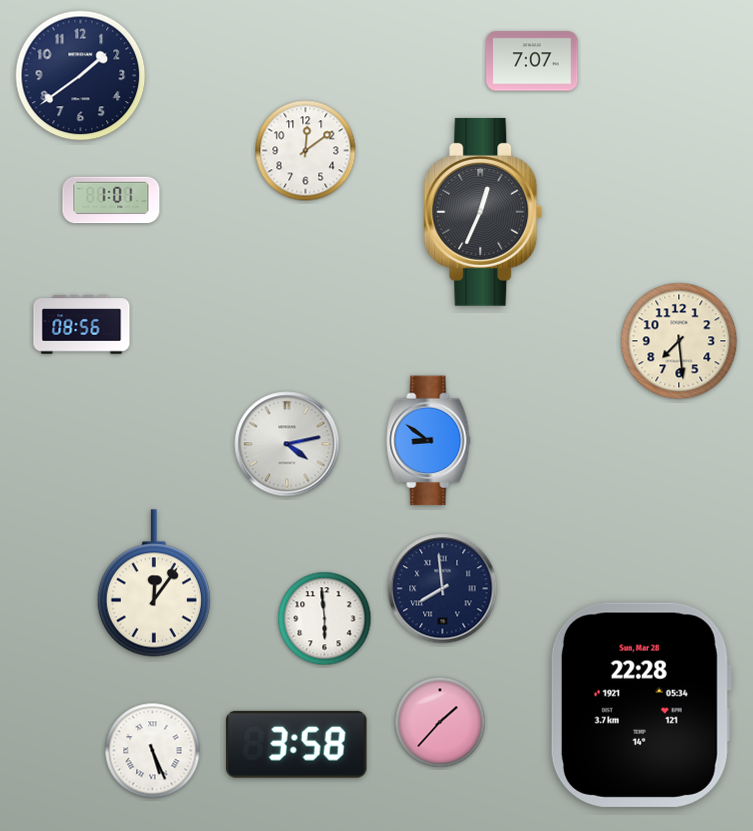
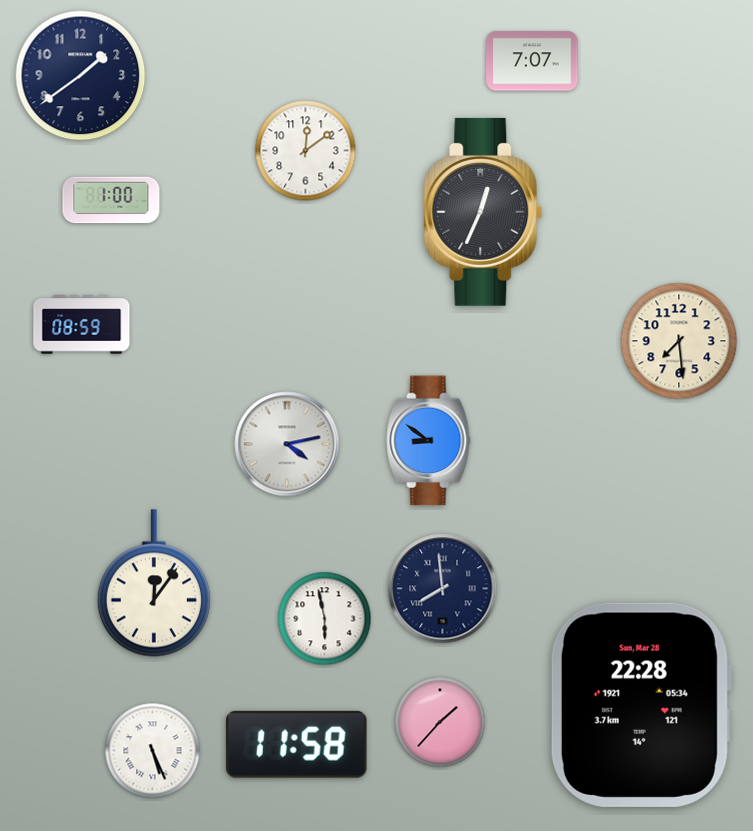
clock at (111, 200): 1:01 -> 1:00
clock at (82, 325): 08:56 -> 08:59
clock at (325, 619): 5:59 -> 5:58
clock at (296, 744): 3:58 -> 11:58
